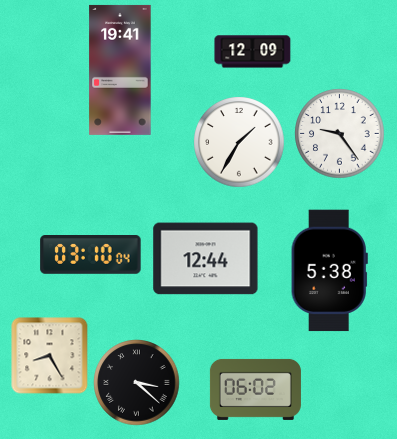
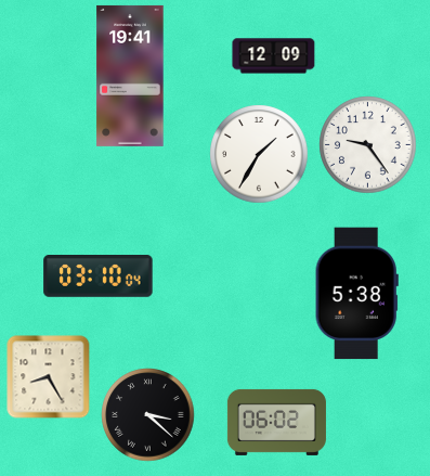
clock at (206, 259): 12:44 -> none
clock at (50, 356) position: (50, 356) -> (49, 377)
